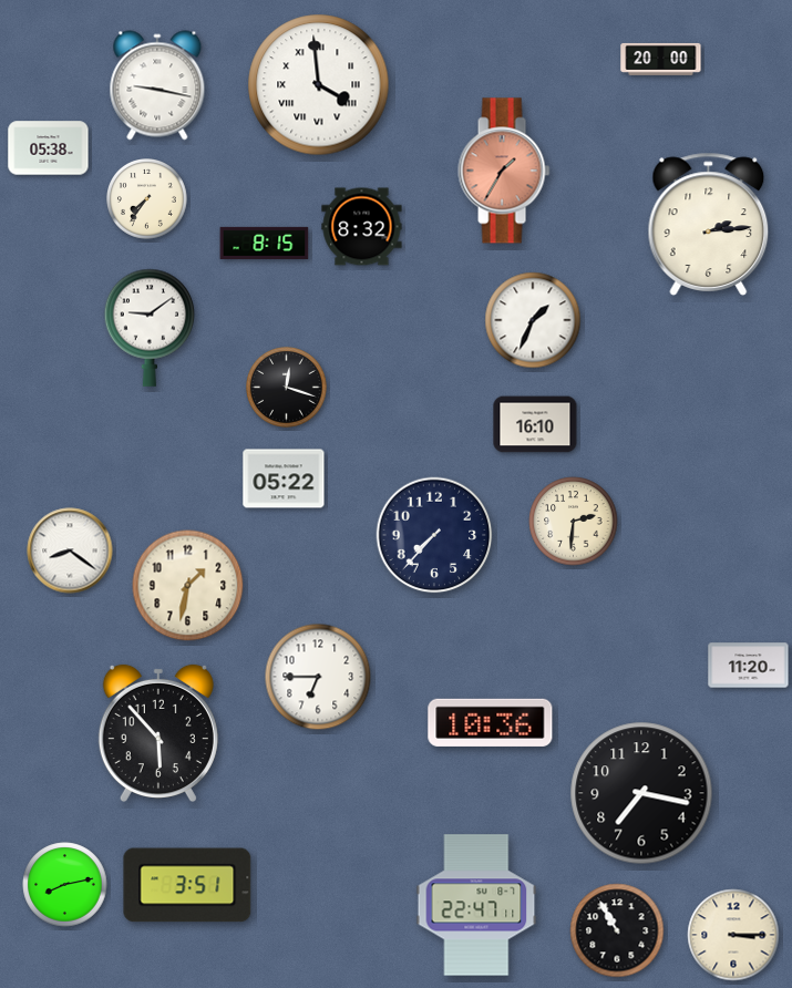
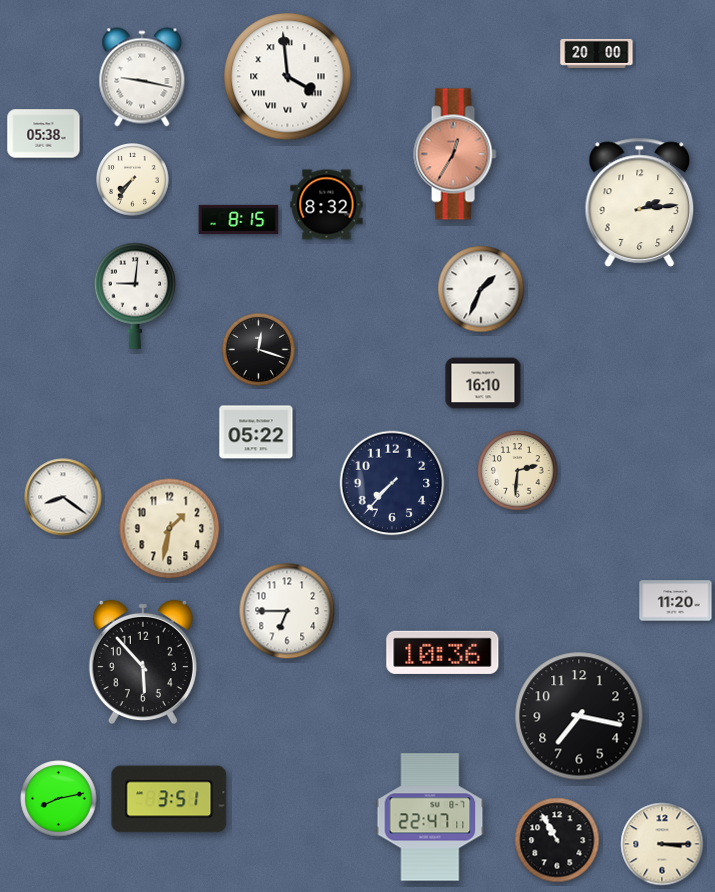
clock at (504, 171): 1:35 -> 12:35
clock at (150, 328): 9:09 -> 9:01
